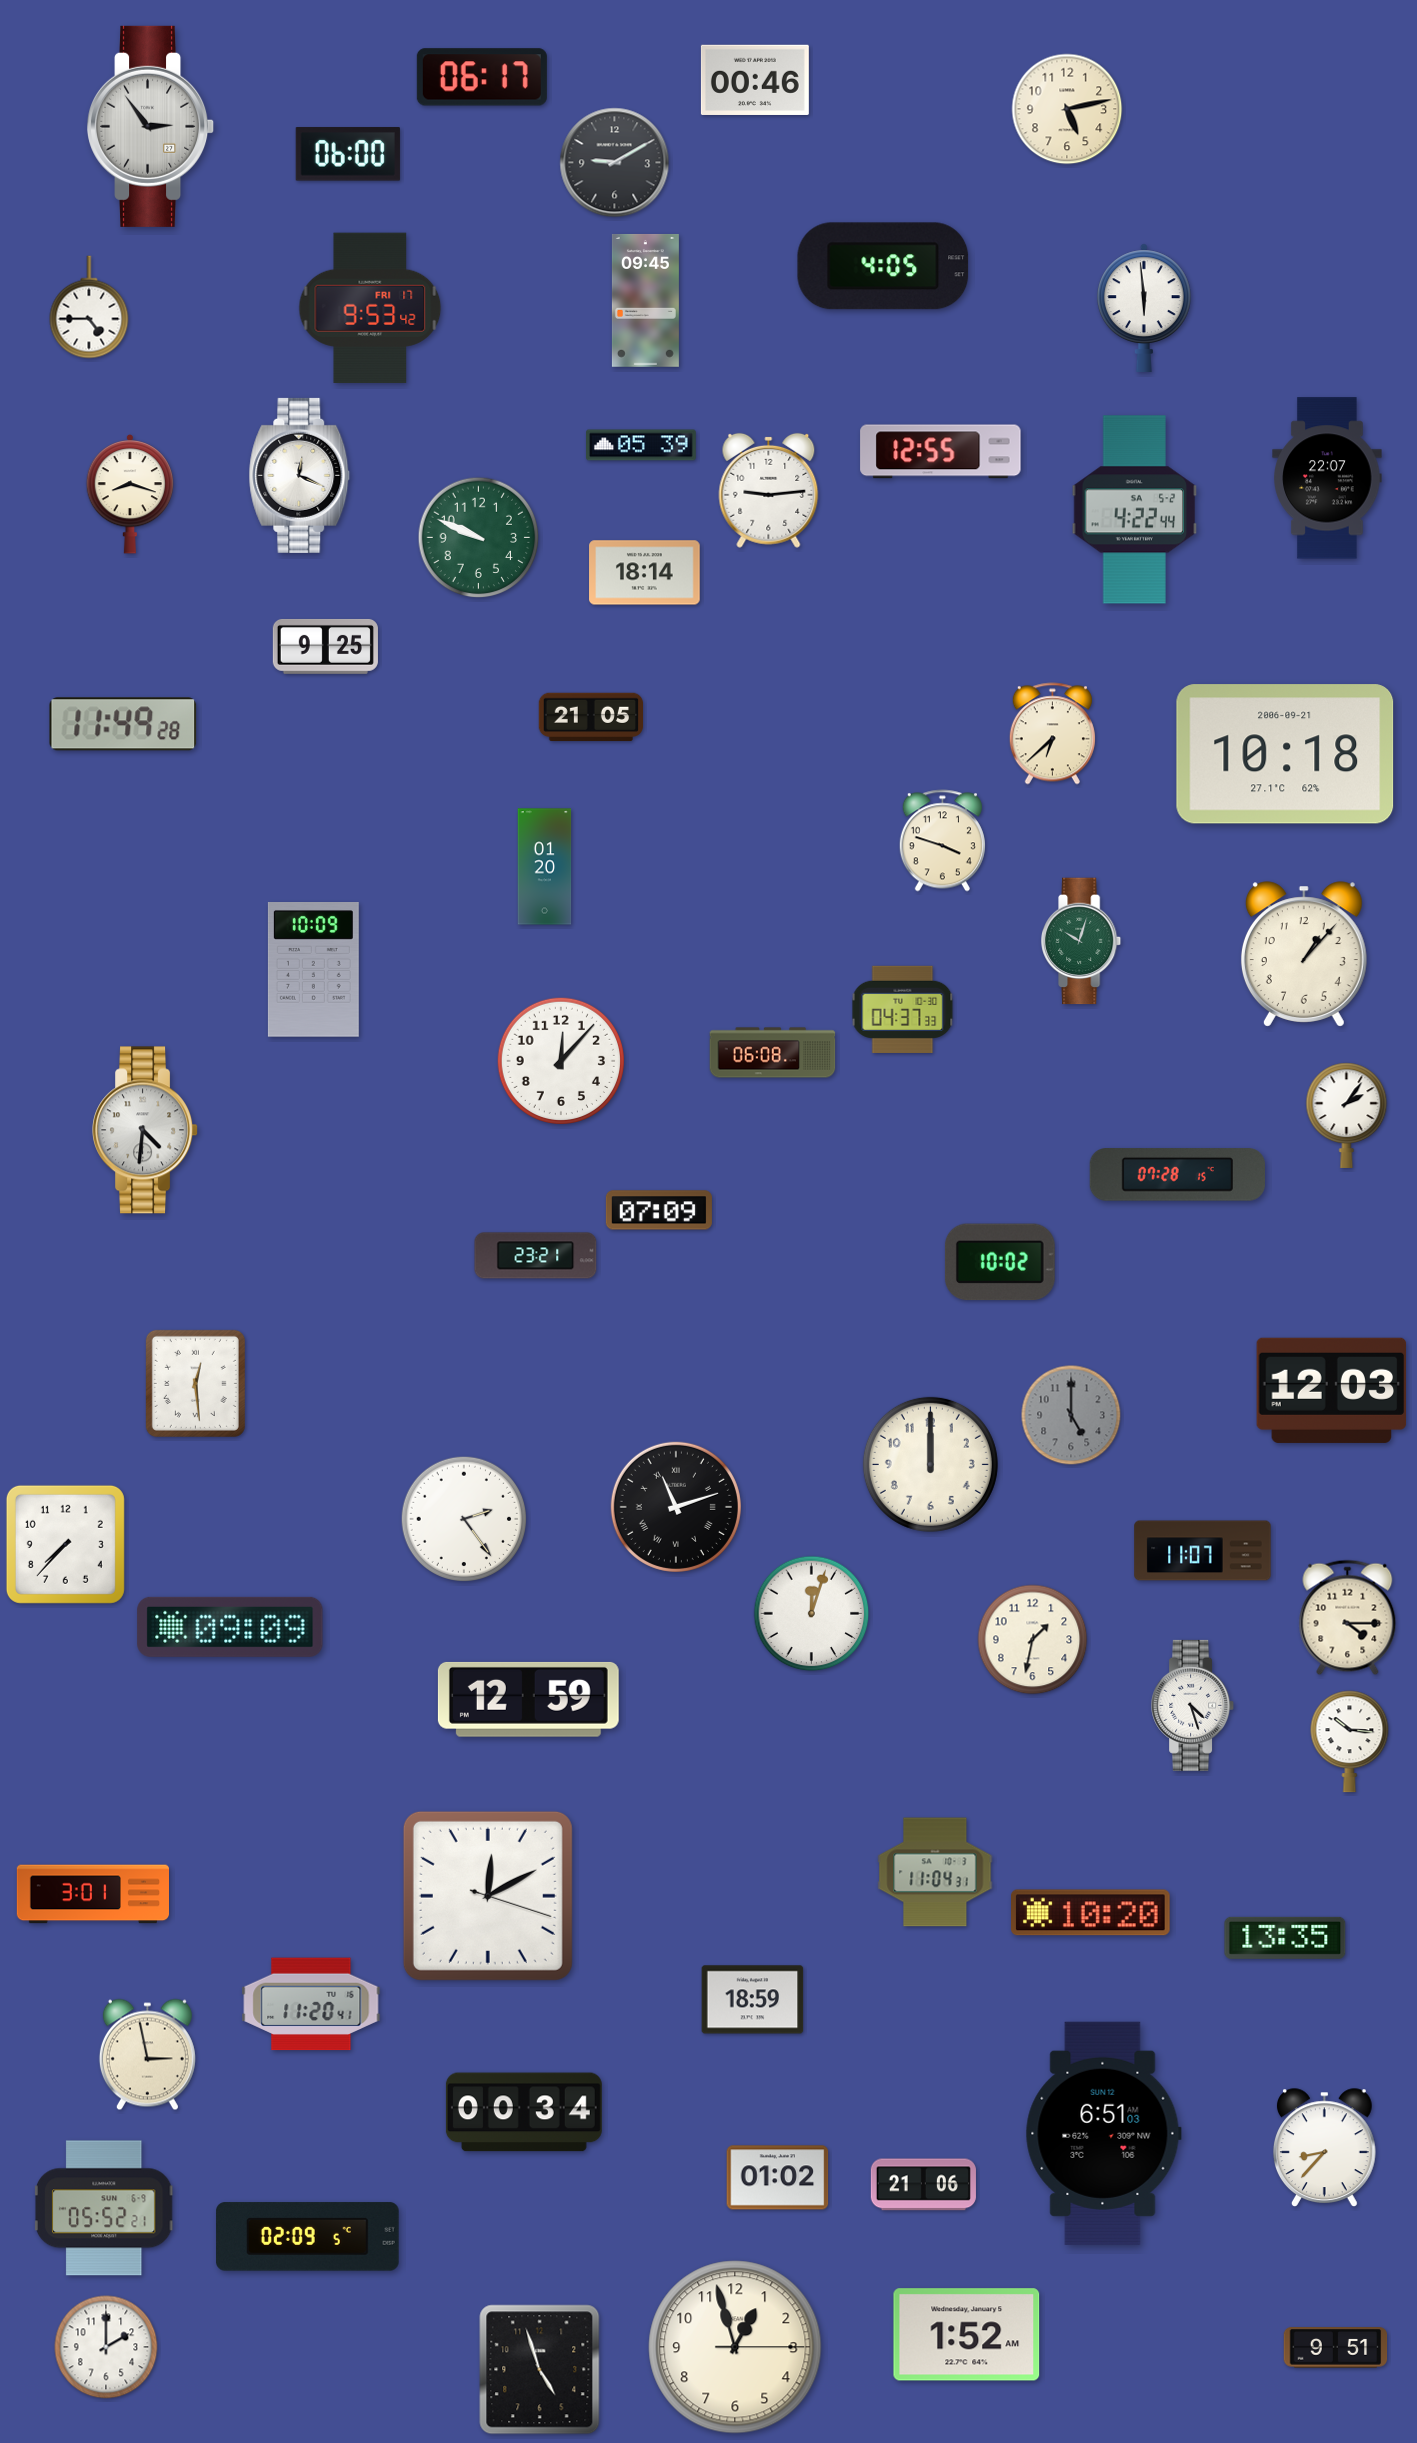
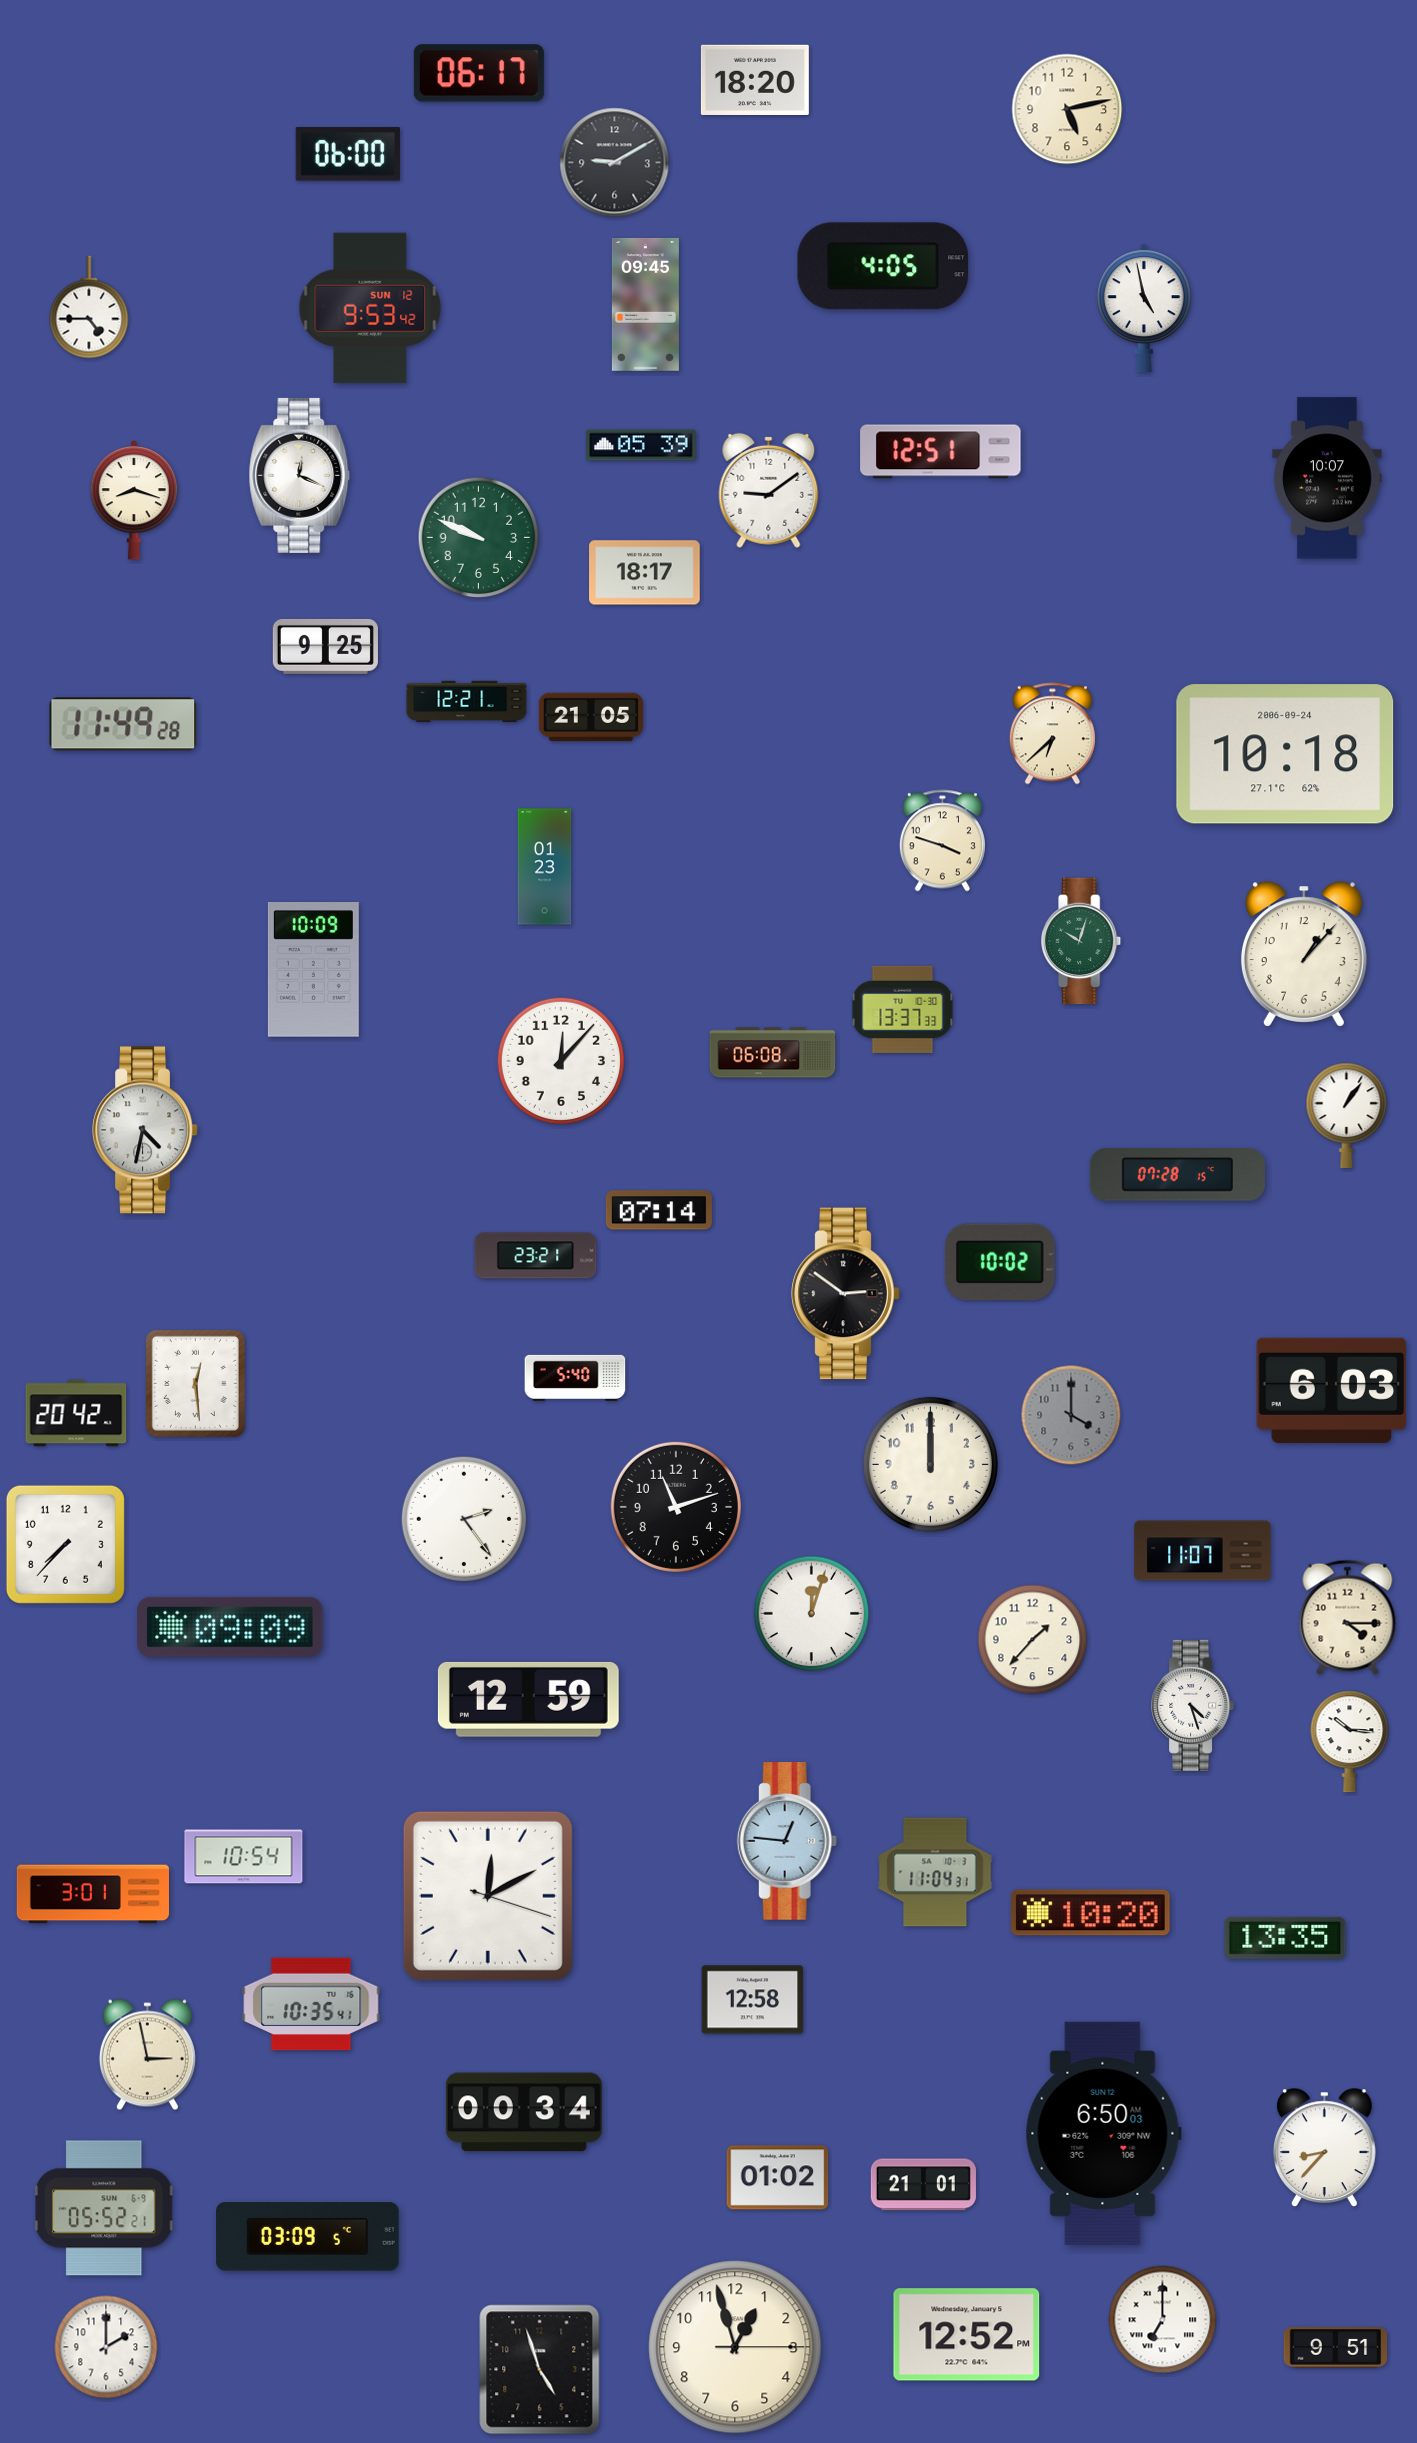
clock at (482, 77) position: (482, 77) -> (479, 73)
clock at (755, 80): 00:46 -> 18:20
clock at (151, 126): 2:54 -> none
clock at (645, 300) position: (645, 300) -> (645, 304)
clock at (370, 307) date: FRI 17 -> SUN 12
clock at (1144, 308): 5:59 -> 4:58
clock at (941, 452): 12:55 -> 12:51
clock at (1327, 478): 22:07 -> 10:07
clock at (769, 490): 9:14 -> 9:09
clock at (130, 494) position: (130, 494) -> (134, 500)
clock at (1135, 510): 4:22 -> none
clock at (645, 573): 18:14 -> 18:17
clock at (467, 702): none -> 12:21
clock at (1285, 754) date: 2006-09-21 -> 2006-09-24
clock at (545, 867): 01:20 -> 01:23
clock at (903, 1009): 04:37 -> 13:37
clock at (1347, 1115): 2:06 -> 1:06
clock at (146, 1130): 4:31 -> 4:32
clock at (659, 1210): 07:09 -> 07:14
clock at (846, 1294): none -> 2:51
clock at (575, 1378): none -> 5:40
clock at (1332, 1390): 12:03 -> 6:03
clock at (76, 1413): none -> 20:42
clock at (1071, 1415): 5:00 -> 4:00
clock at (676, 1507) numerals: Roman -> Arabic
clock at (1033, 1640): 1:32 -> 1:37
clock at (787, 1842): none -> 12:46
clock at (244, 1857): none -> 10:54
clock at (753, 2000): 18:59 -> 12:58
clock at (311, 2004): 11:20 -> 10:35
clock at (1103, 2133): 6:51 -> 6:50
clock at (923, 2185): 21:06 -> 21:01
clock at (308, 2237): 02:09 -> 03:09
clock at (1163, 2320): none -> 7:00
clock at (967, 2335): 1:52 -> 12:52
